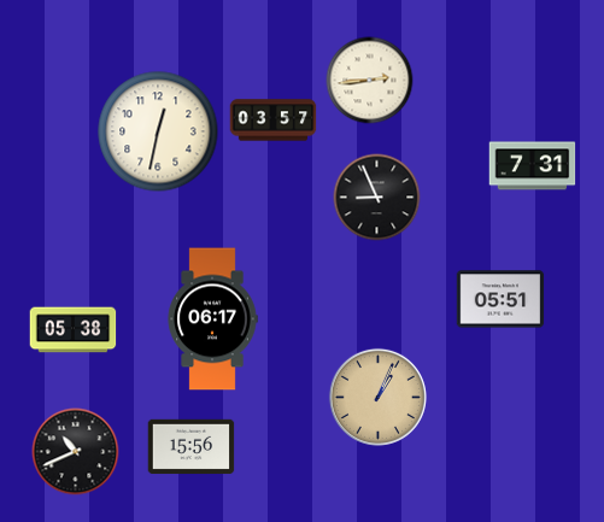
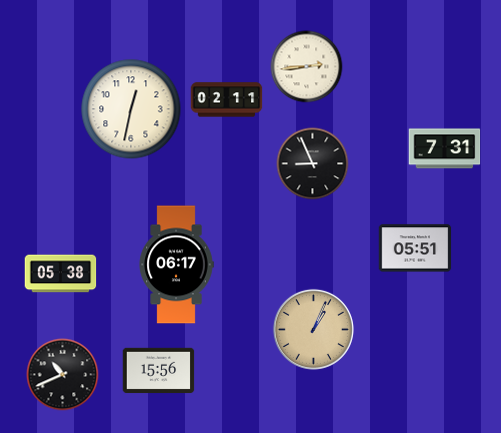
clock at (274, 121): 03:57 -> 02:11
clock at (533, 166) position: (533, 166) -> (445, 149)
